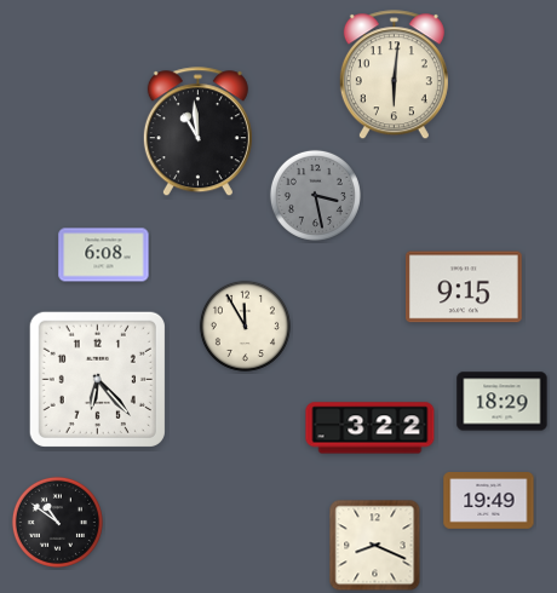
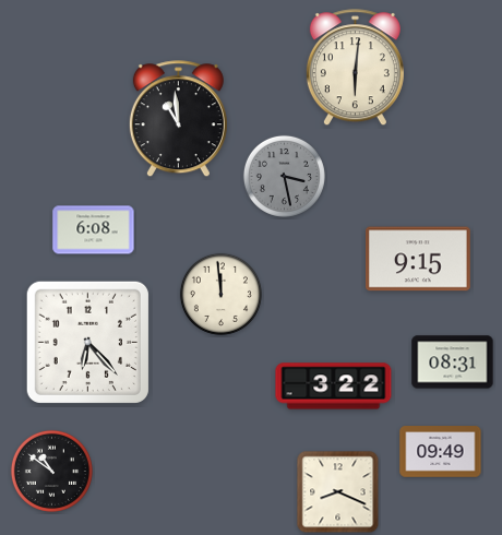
clock at (245, 326): 11:55 -> 11:59
clock at (503, 402): 18:29 -> 08:31
clock at (489, 501): 19:49 -> 09:49
